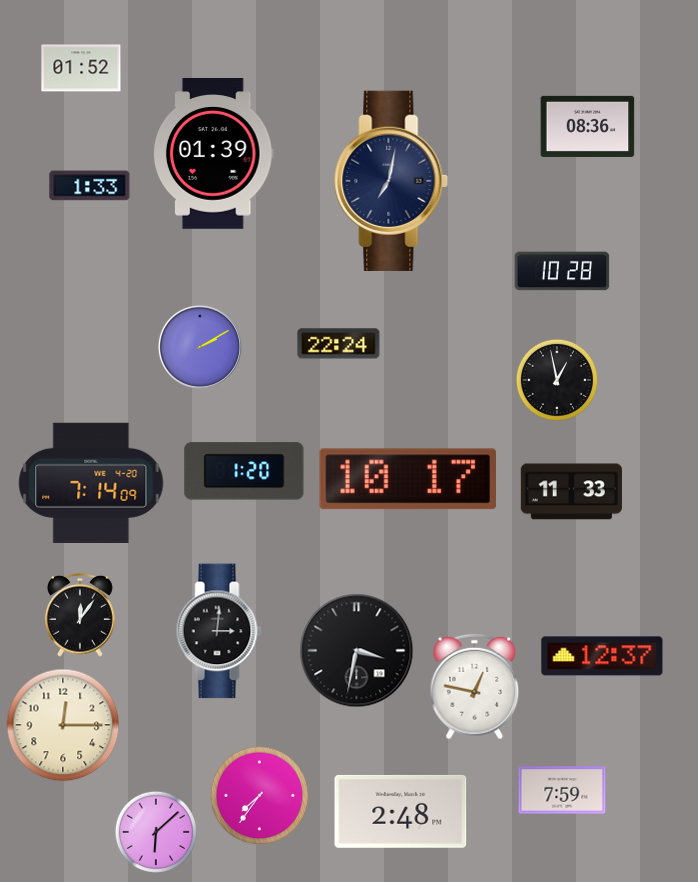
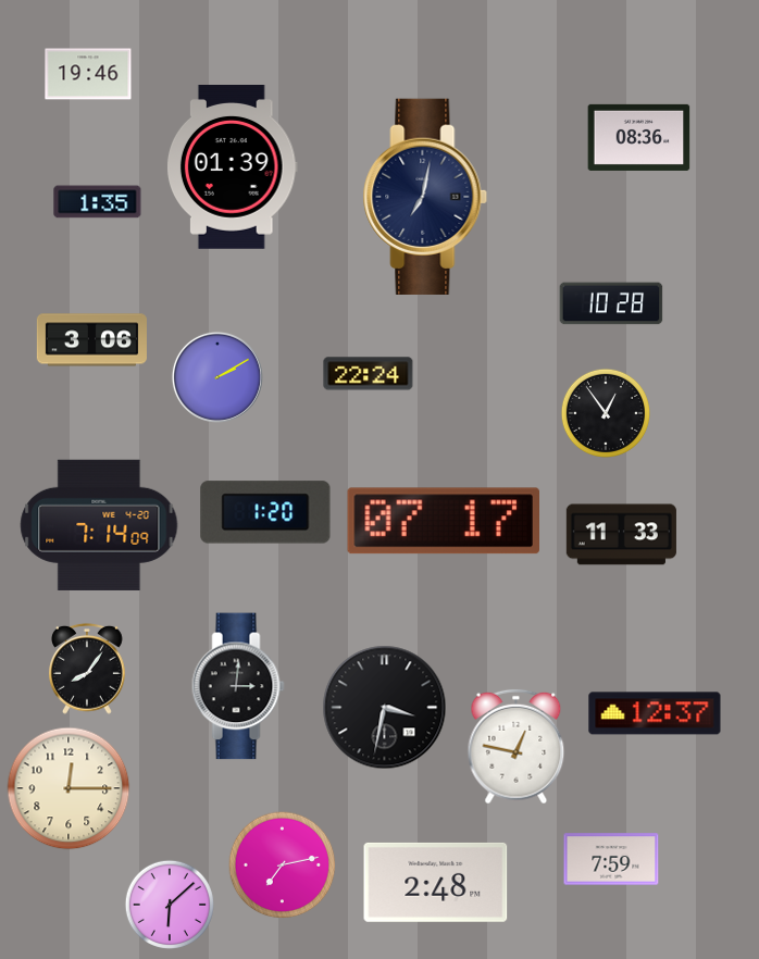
clock at (81, 68): 01:52 -> 19:46
clock at (90, 186): 1:33 -> 1:35
clock at (562, 271) position: (562, 271) -> (611, 303)
clock at (91, 340): none -> 3:06
clock at (557, 380): 12:58 -> 12:54
clock at (407, 479): 10:17 -> 07:17
clock at (81, 615): 12:06 -> 8:06
clock at (357, 651) position: (357, 651) -> (385, 708)
clock at (260, 796): 7:36 -> 7:13
